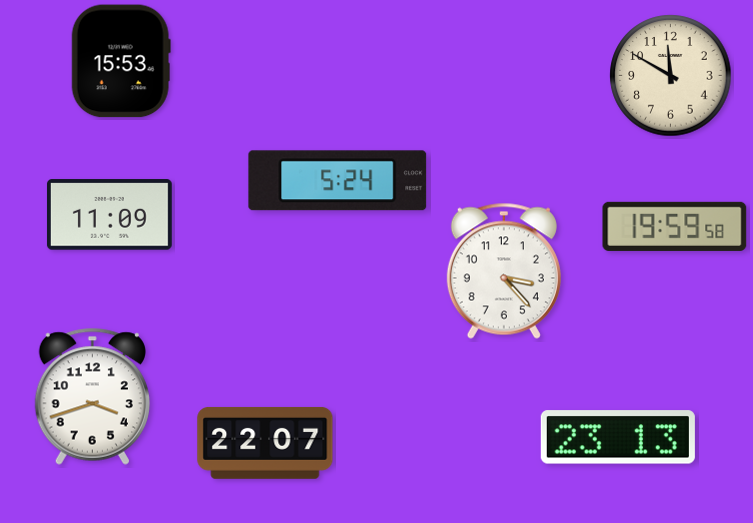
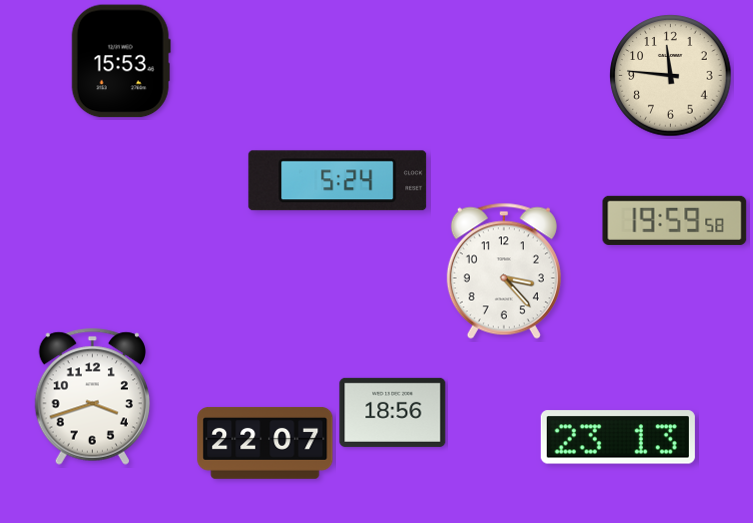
clock at (671, 76): 11:50 -> 11:46
clock at (109, 215): 11:09 -> none
clock at (675, 226) position: (675, 226) -> (675, 220)
clock at (393, 412): none -> 18:56
